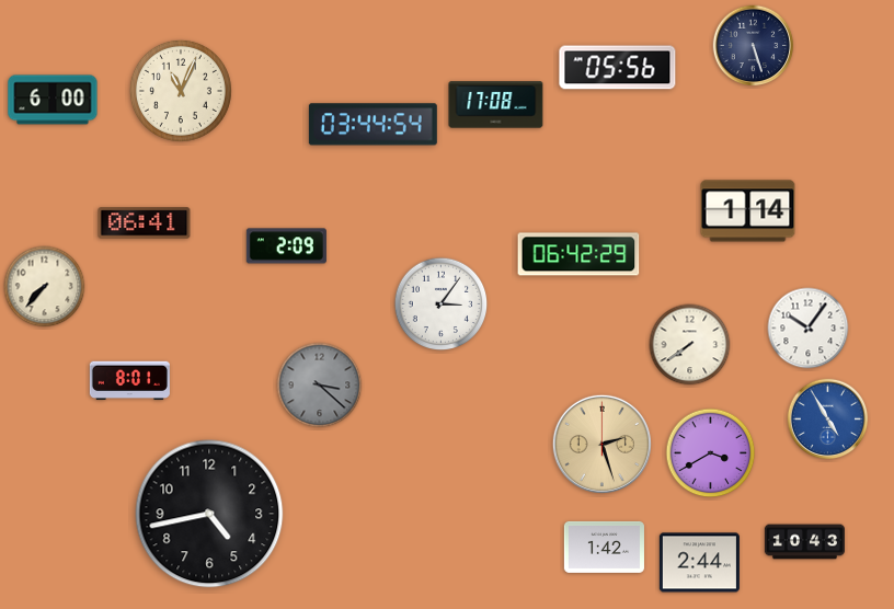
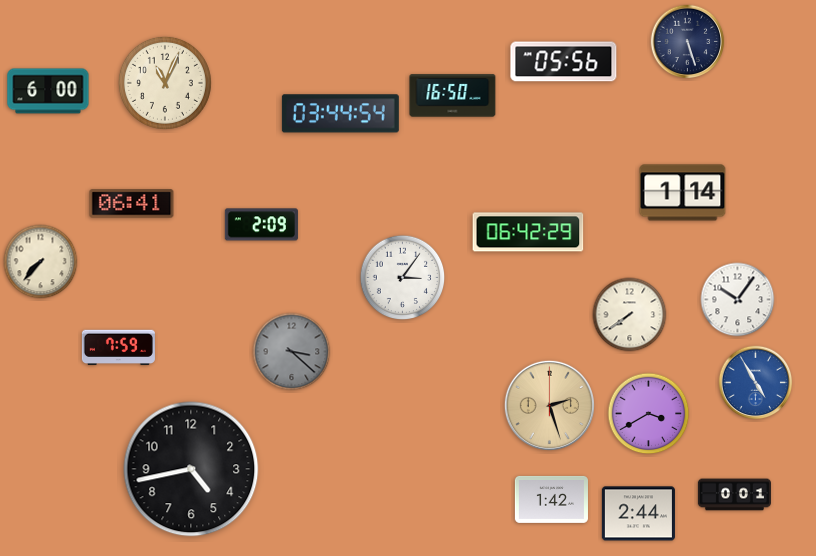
clock at (496, 105): 17:08 -> 16:50
clock at (129, 381): 8:01 -> 7:59
clock at (804, 542): 10:43 -> 0:01
